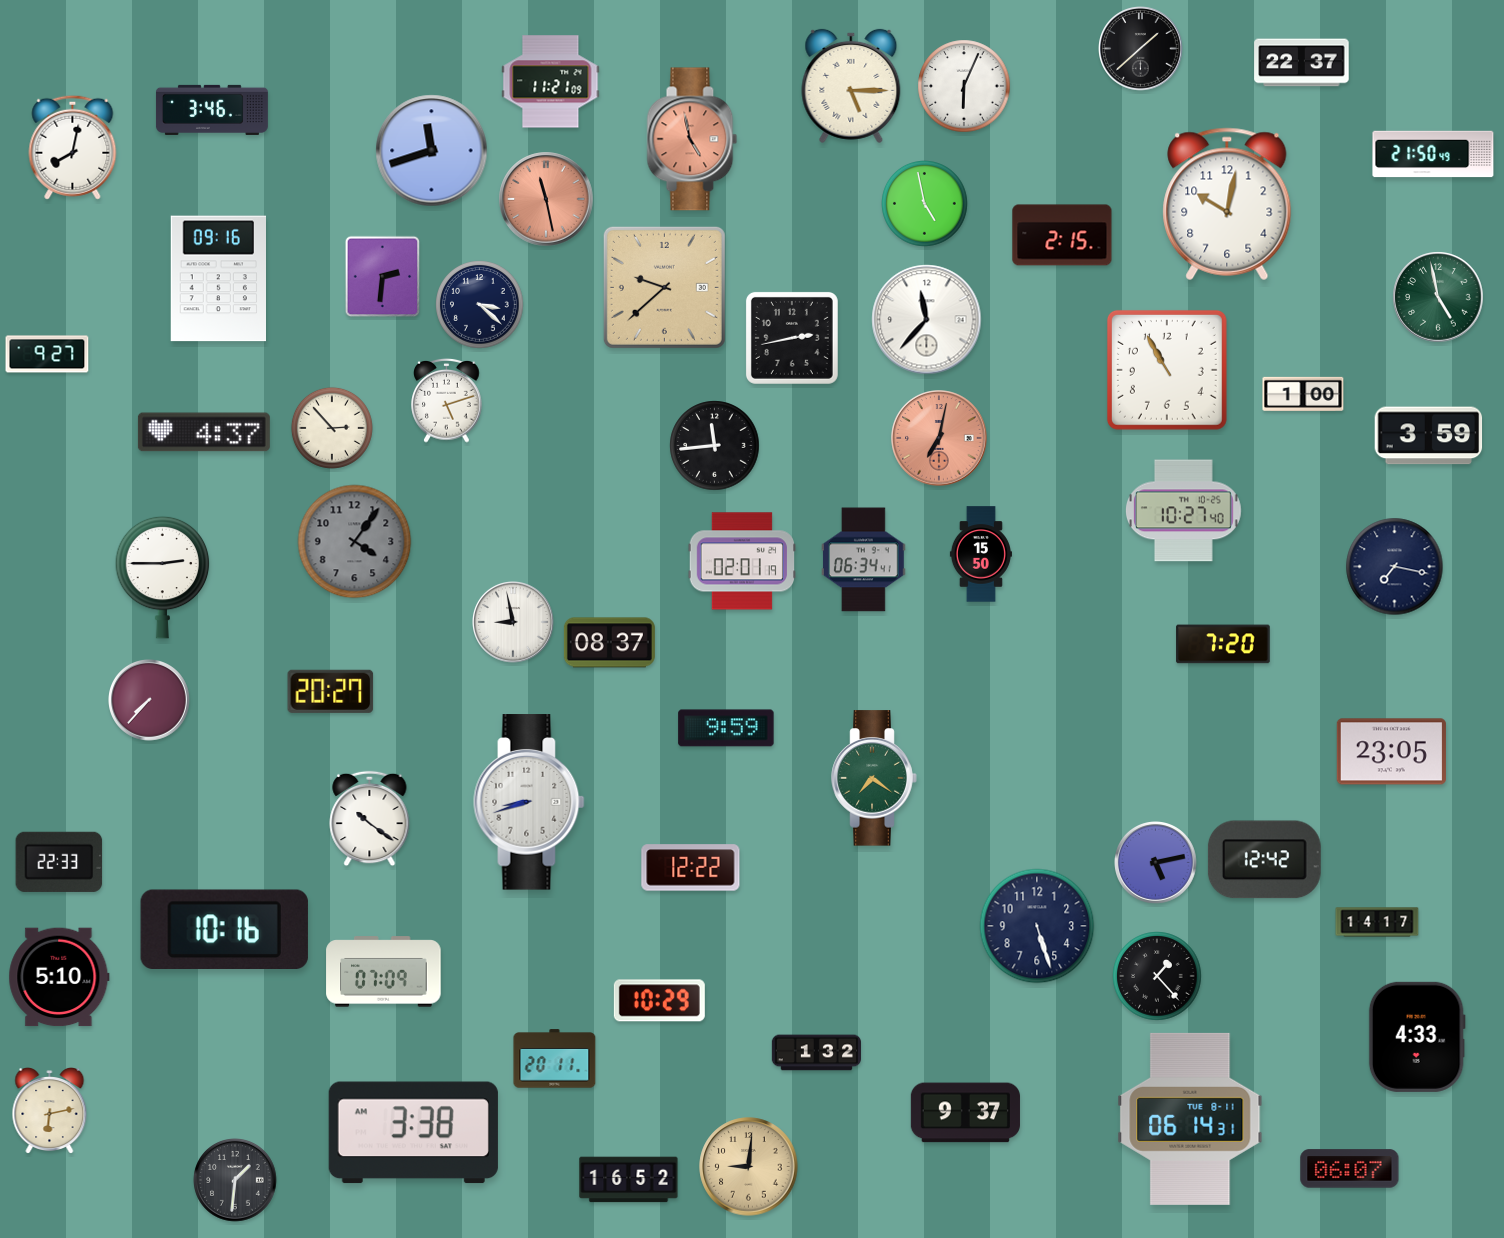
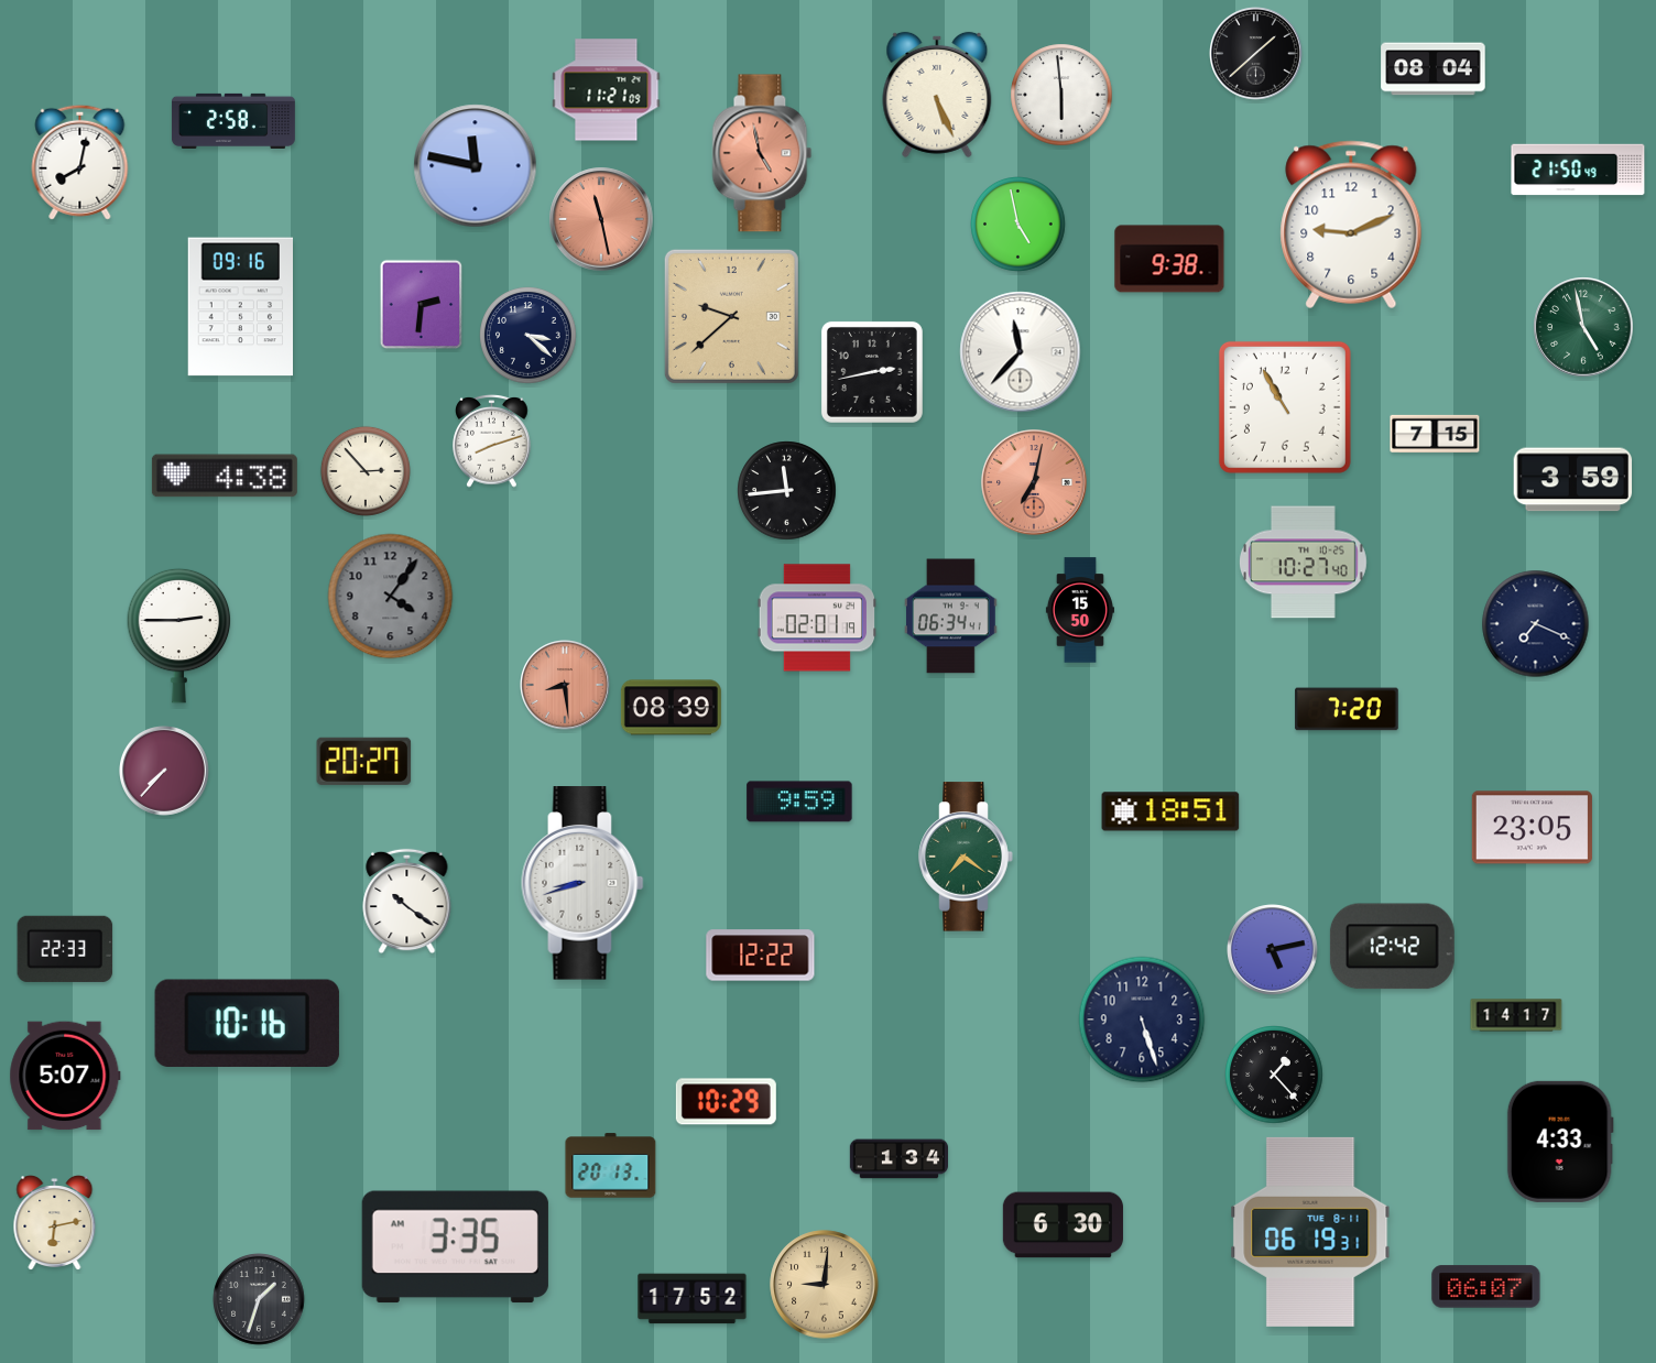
clock at (1302, 63): 22:37 -> 08:04
clock at (851, 86): 5:15 -> 5:26
clock at (964, 86): 6:04 -> 5:59
clock at (212, 110): 3:46 -> 2:58
clock at (432, 151): 11:42 -> 11:47
clock at (1227, 204): 10:02 -> 9:11
clock at (1062, 235): 2:15 -> 9:38
clock at (47, 354): 9:27 -> none
clock at (1303, 393): 1:00 -> 7:15
clock at (447, 400): 5:12 -> 8:12
clock at (204, 432): 4:37 -> 4:38
clock at (1395, 567): 7:17 -> 7:19
clock at (514, 623): 8:58 -> 8:29
clock at (514, 623) dial: white -> salmon
clock at (609, 643): 08:37 -> 08:39
clock at (1170, 811): none -> 18:51
clock at (874, 778) position: (874, 778) -> (966, 857)
clock at (384, 972): 07:09 -> none
clock at (59, 977): 5:10 -> 5:07
clock at (816, 1053): 1:32 -> 1:34
clock at (555, 1059): 20:11 -> 20:13
clock at (965, 1113): 9:37 -> 6:30
clock at (1190, 1119): 06:14 -> 06:19
clock at (413, 1133): 3:38 -> 3:35
clock at (629, 1180): 16:52 -> 17:52
clock at (236, 1181): 1:31 -> 1:33
